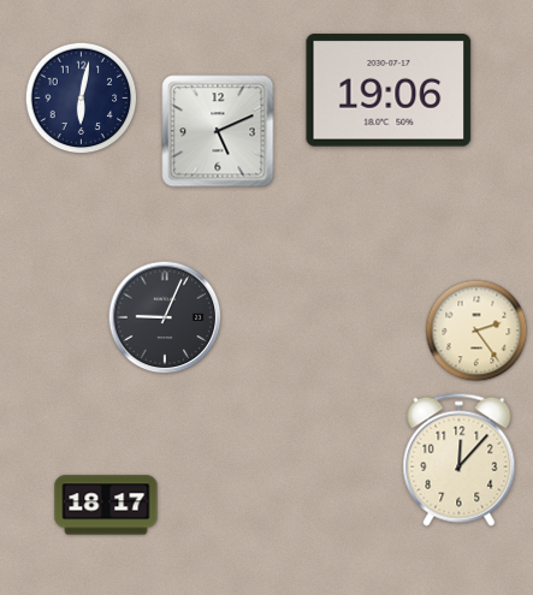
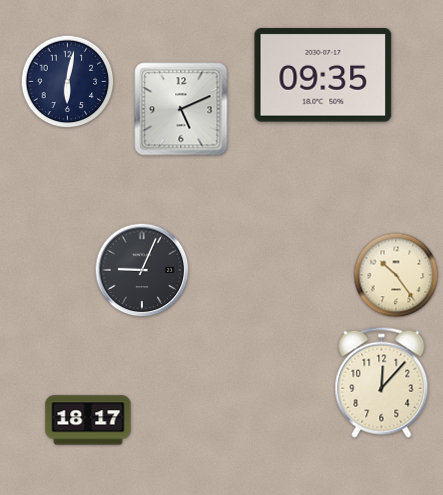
clock at (389, 90): 19:06 -> 09:35
clock at (165, 317) position: (165, 317) -> (142, 270)
clock at (476, 331): 2:24 -> 10:24
